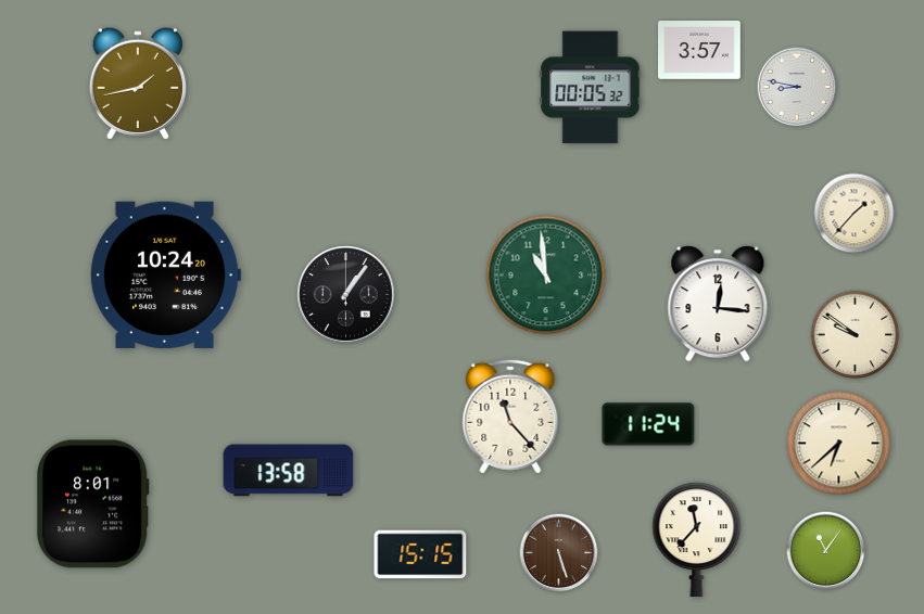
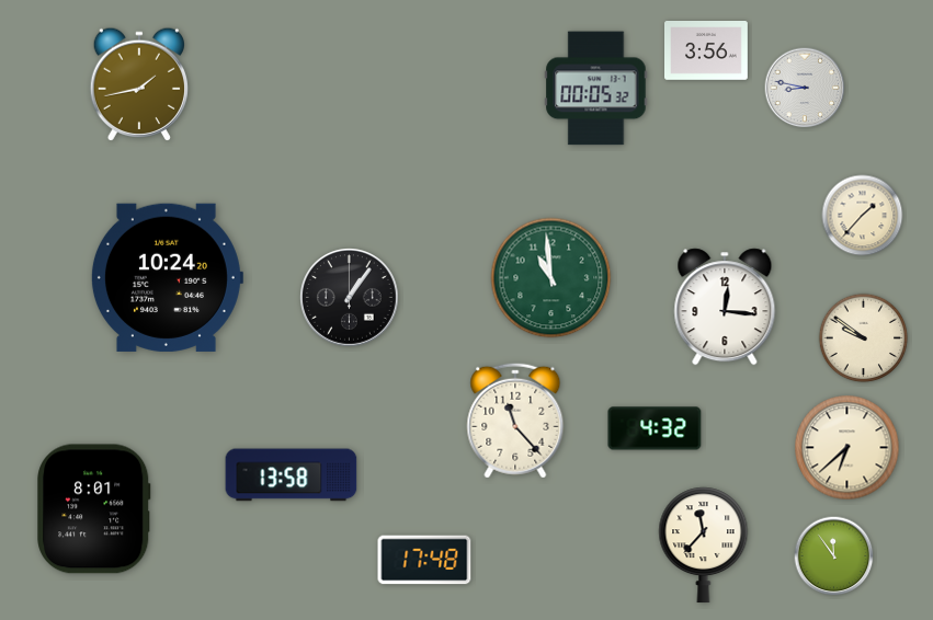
clock at (700, 51): 3:57 -> 3:56
clock at (648, 424): 11:24 -> 4:32
clock at (826, 551): 11:06 -> 11:54
clock at (559, 553): 5:27 -> none
clock at (420, 554): 15:15 -> 17:48
